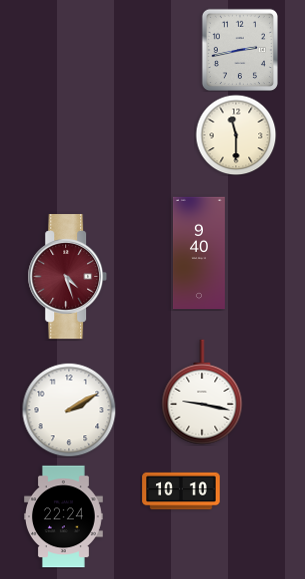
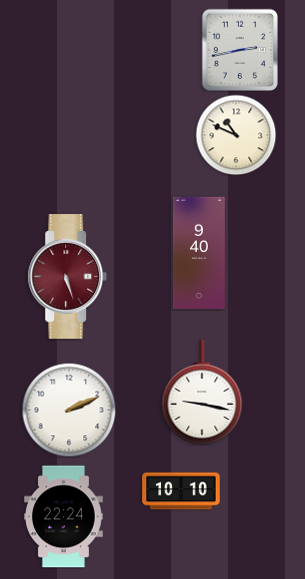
clock at (236, 135): 11:30 -> 10:49
clock at (68, 277): 4:27 -> 5:27
clock at (69, 410): 2:10 -> 2:11
